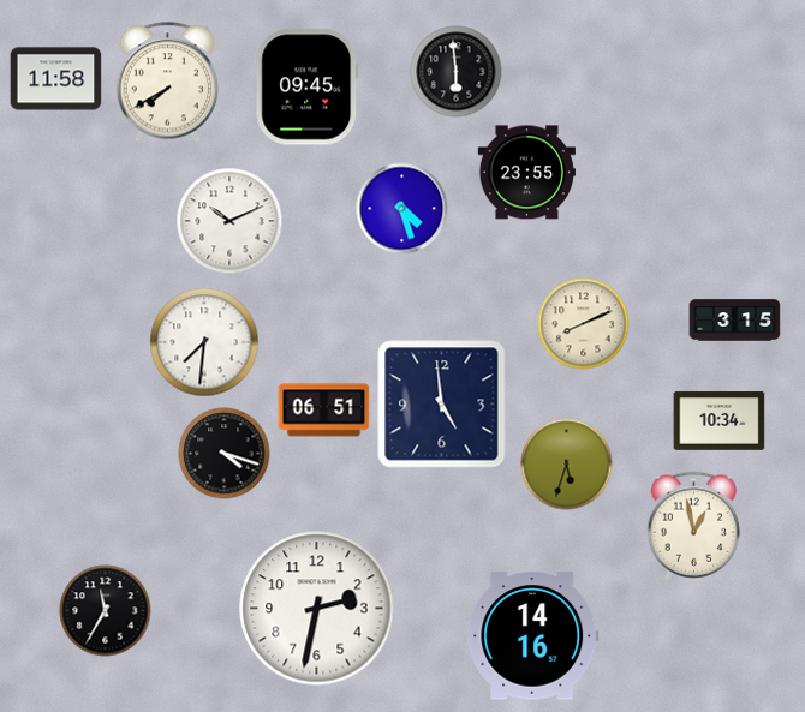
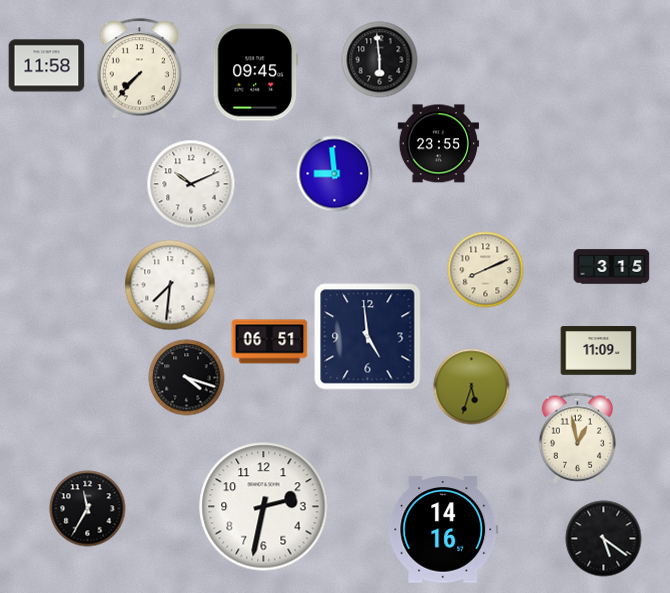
clock at (168, 83): 7:40 -> 7:37
clock at (402, 209): 4:27 -> 8:59
clock at (720, 421): 10:34 -> 11:09
clock at (604, 539): none -> 5:21
